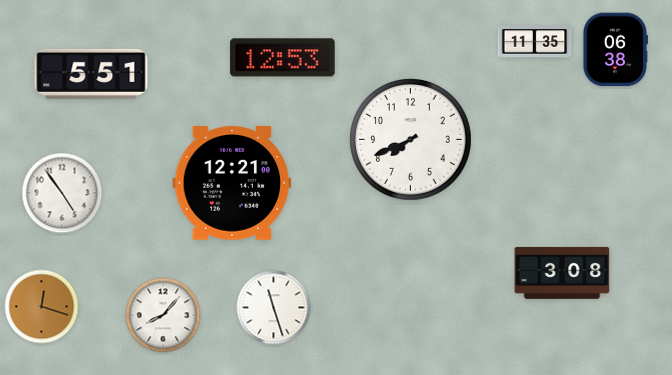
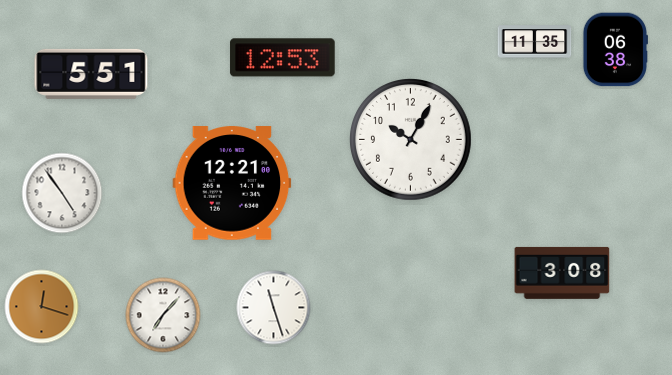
clock at (411, 140): 7:41 -> 10:05
clock at (163, 315): 8:07 -> 7:07
